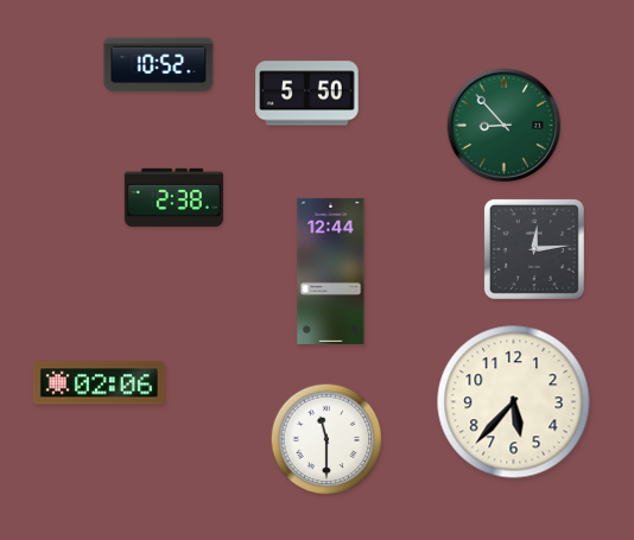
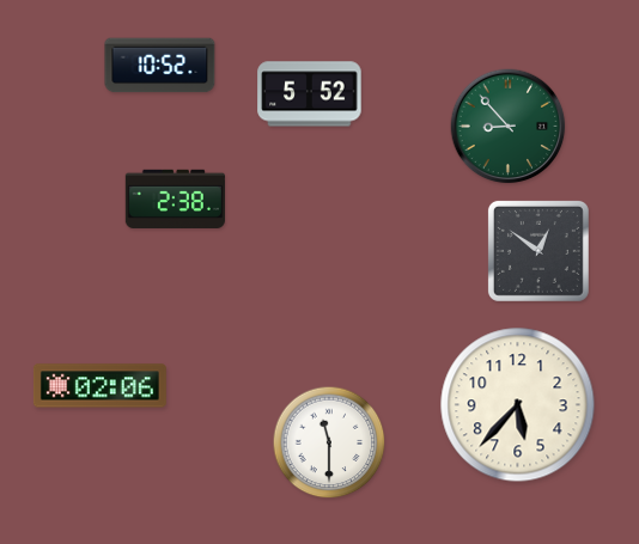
clock at (308, 94): 5:50 -> 5:52
clock at (534, 249): 12:14 -> 12:51
clock at (331, 271): 12:44 -> none
